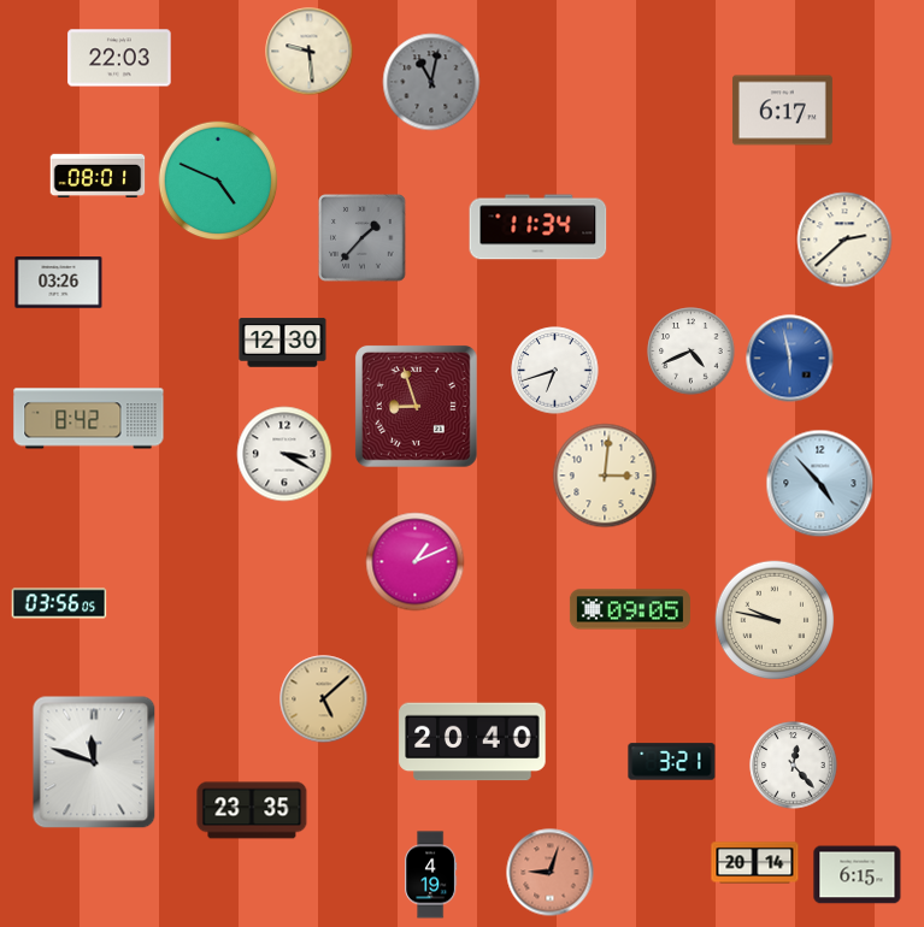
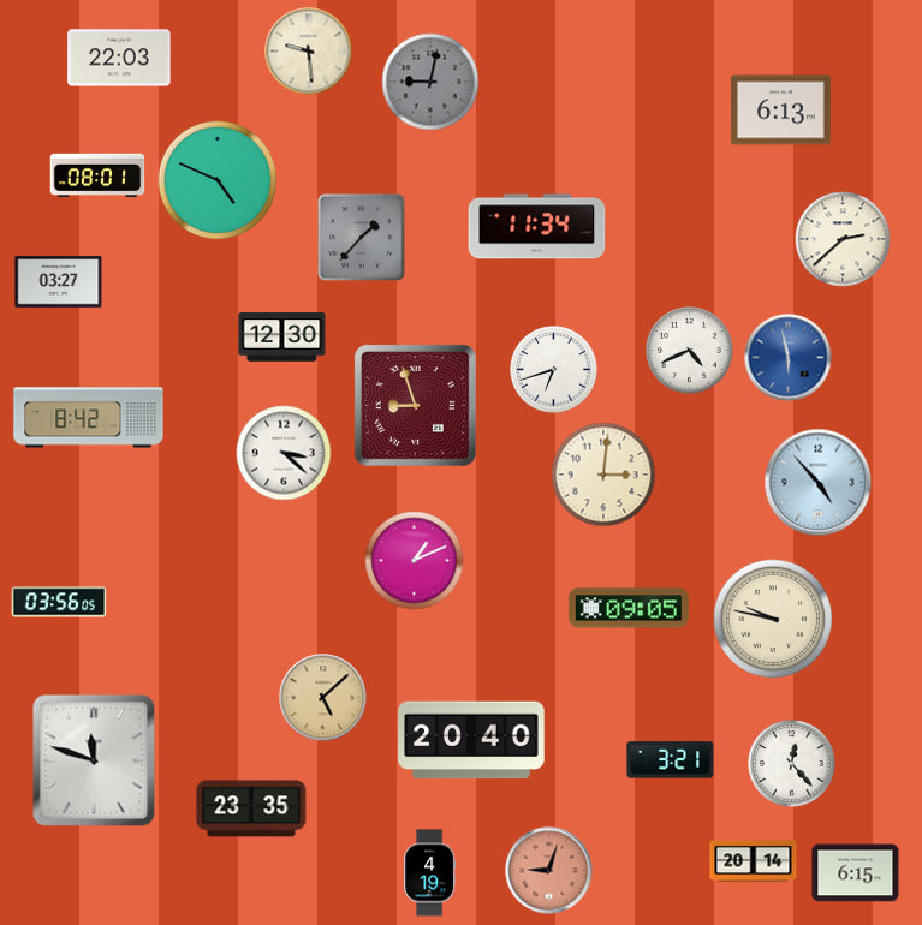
clock at (431, 82): 11:02 -> 9:02
clock at (782, 111): 6:17 -> 6:13
clock at (59, 283): 03:26 -> 03:27
clock at (283, 343) position: (283, 343) -> (282, 338)
clock at (284, 454): 3:20 -> 3:22
